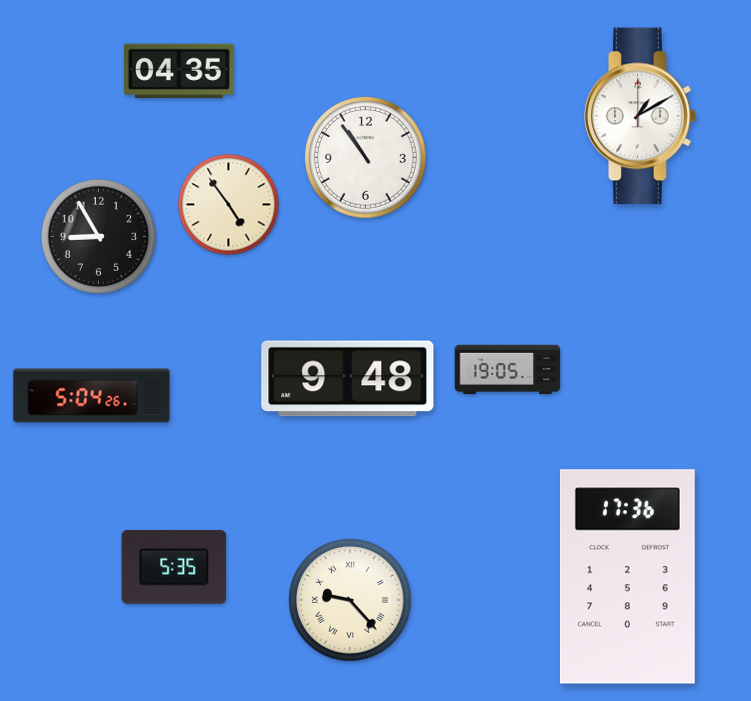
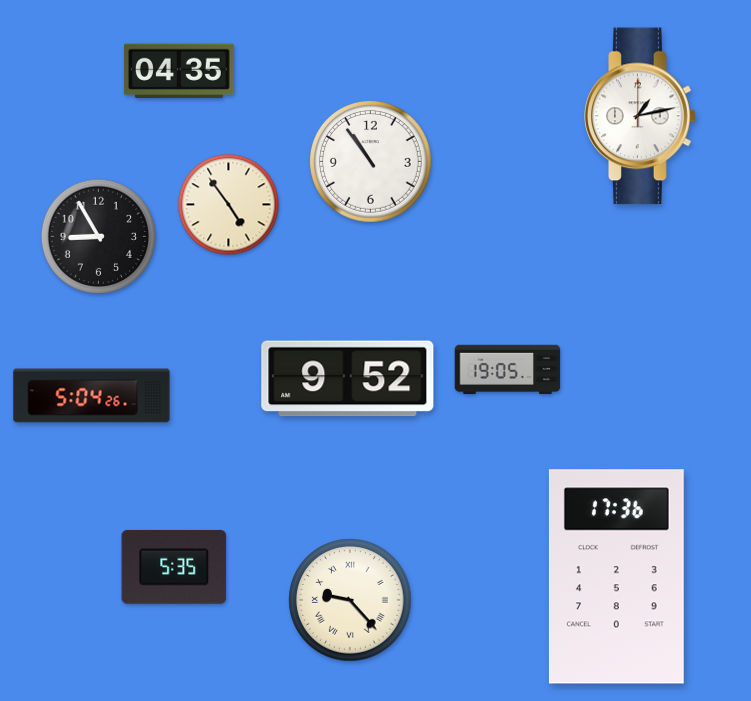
clock at (640, 116): 1:10 -> 1:13
clock at (366, 158) position: (366, 158) -> (371, 162)
clock at (348, 379): 9:48 -> 9:52
clock at (627, 577) position: (627, 577) -> (616, 577)
